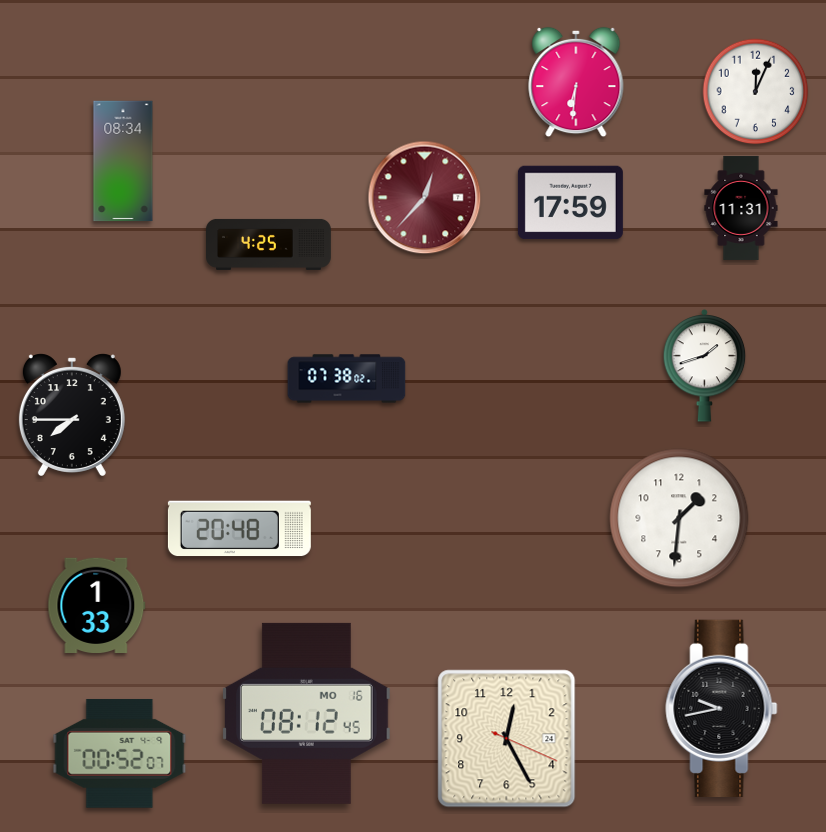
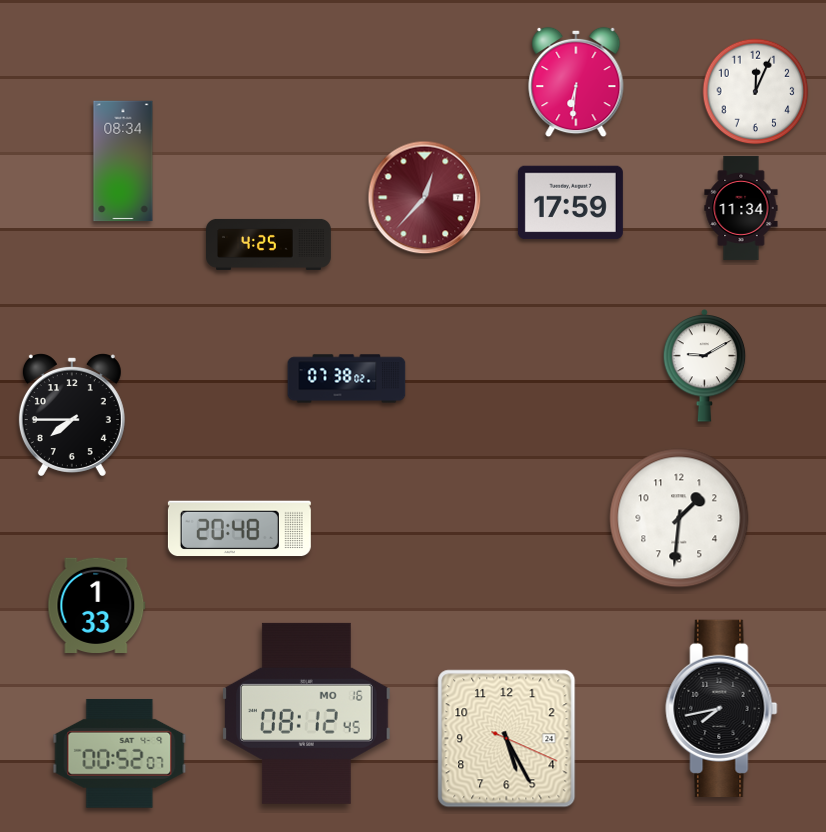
clock at (741, 208): 11:31 -> 11:34
clock at (705, 365): 1:42 -> 9:10
clock at (722, 708): 9:43 -> 7:43
clock at (507, 739): 12:25 -> 5:25
